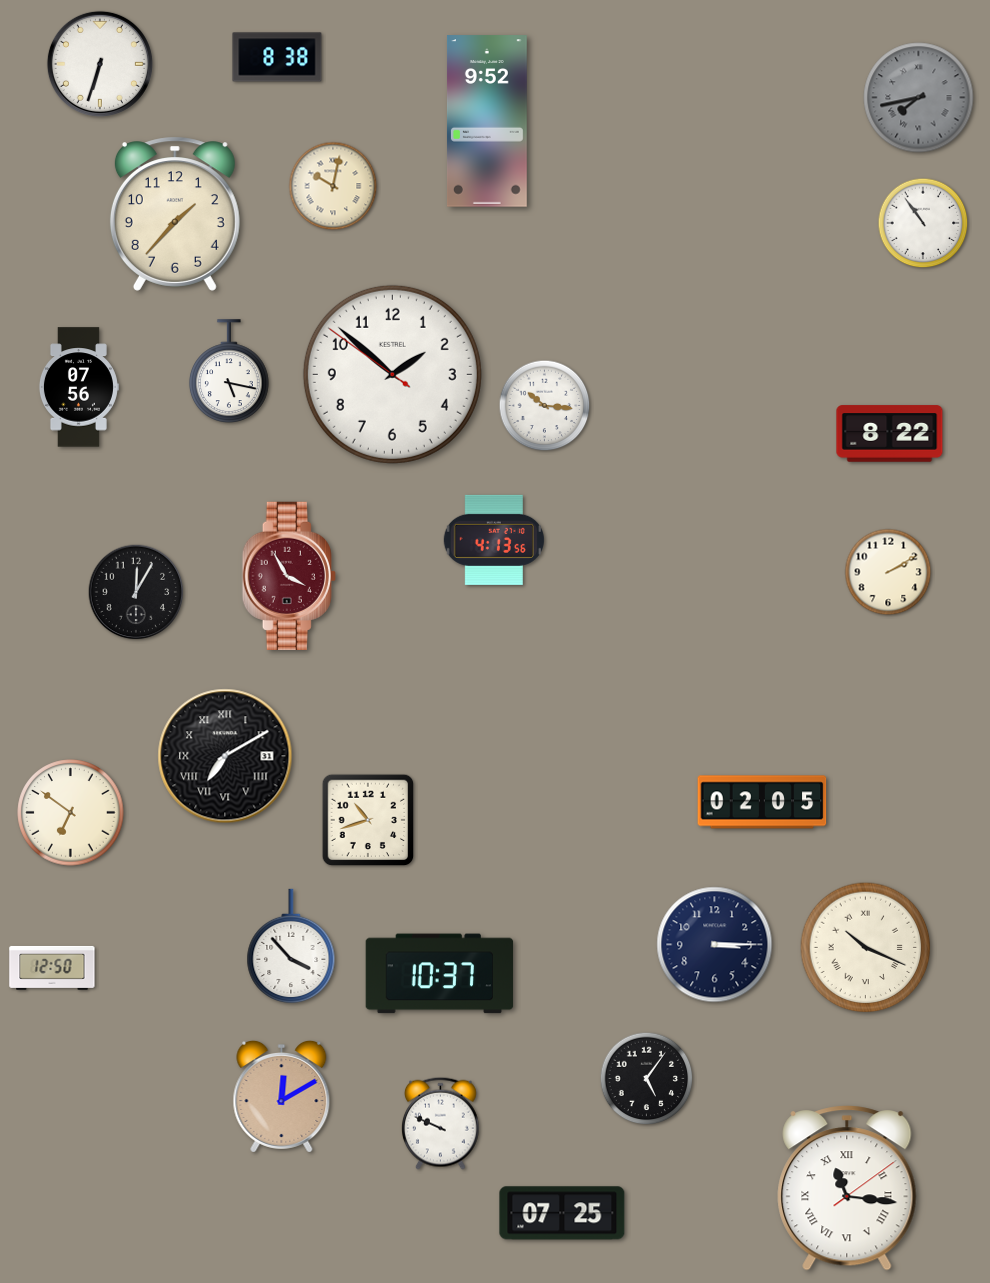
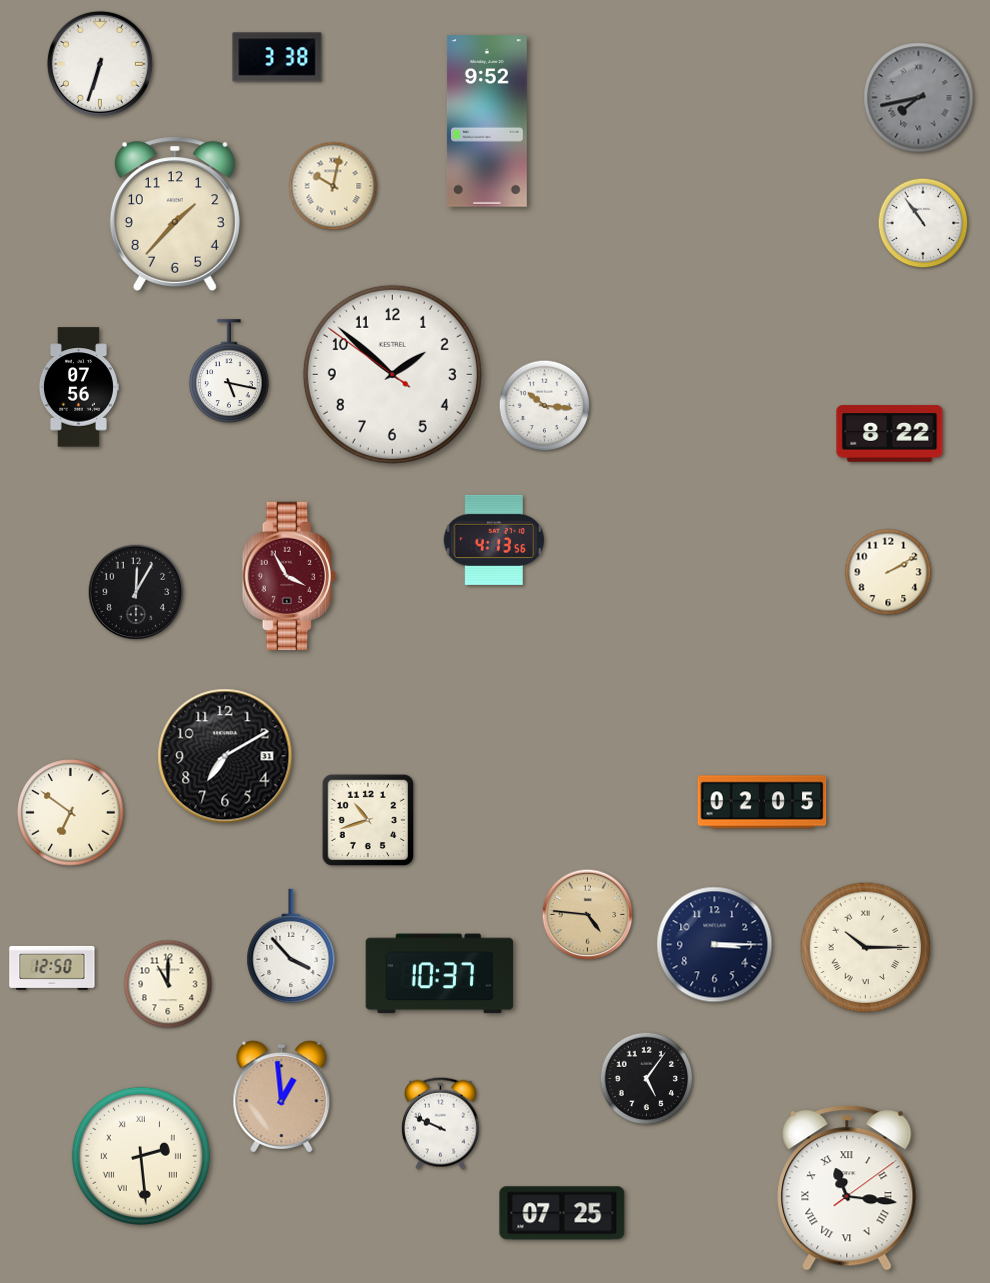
clock at (277, 57): 8:38 -> 3:38
clock at (225, 756) numerals: Roman -> Arabic
clock at (588, 915): none -> 4:46
clock at (866, 948): 10:19 -> 10:15
clock at (168, 984): none -> 11:00
clock at (282, 1096): 12:10 -> 12:59
clock at (141, 1156): none -> 2:29
